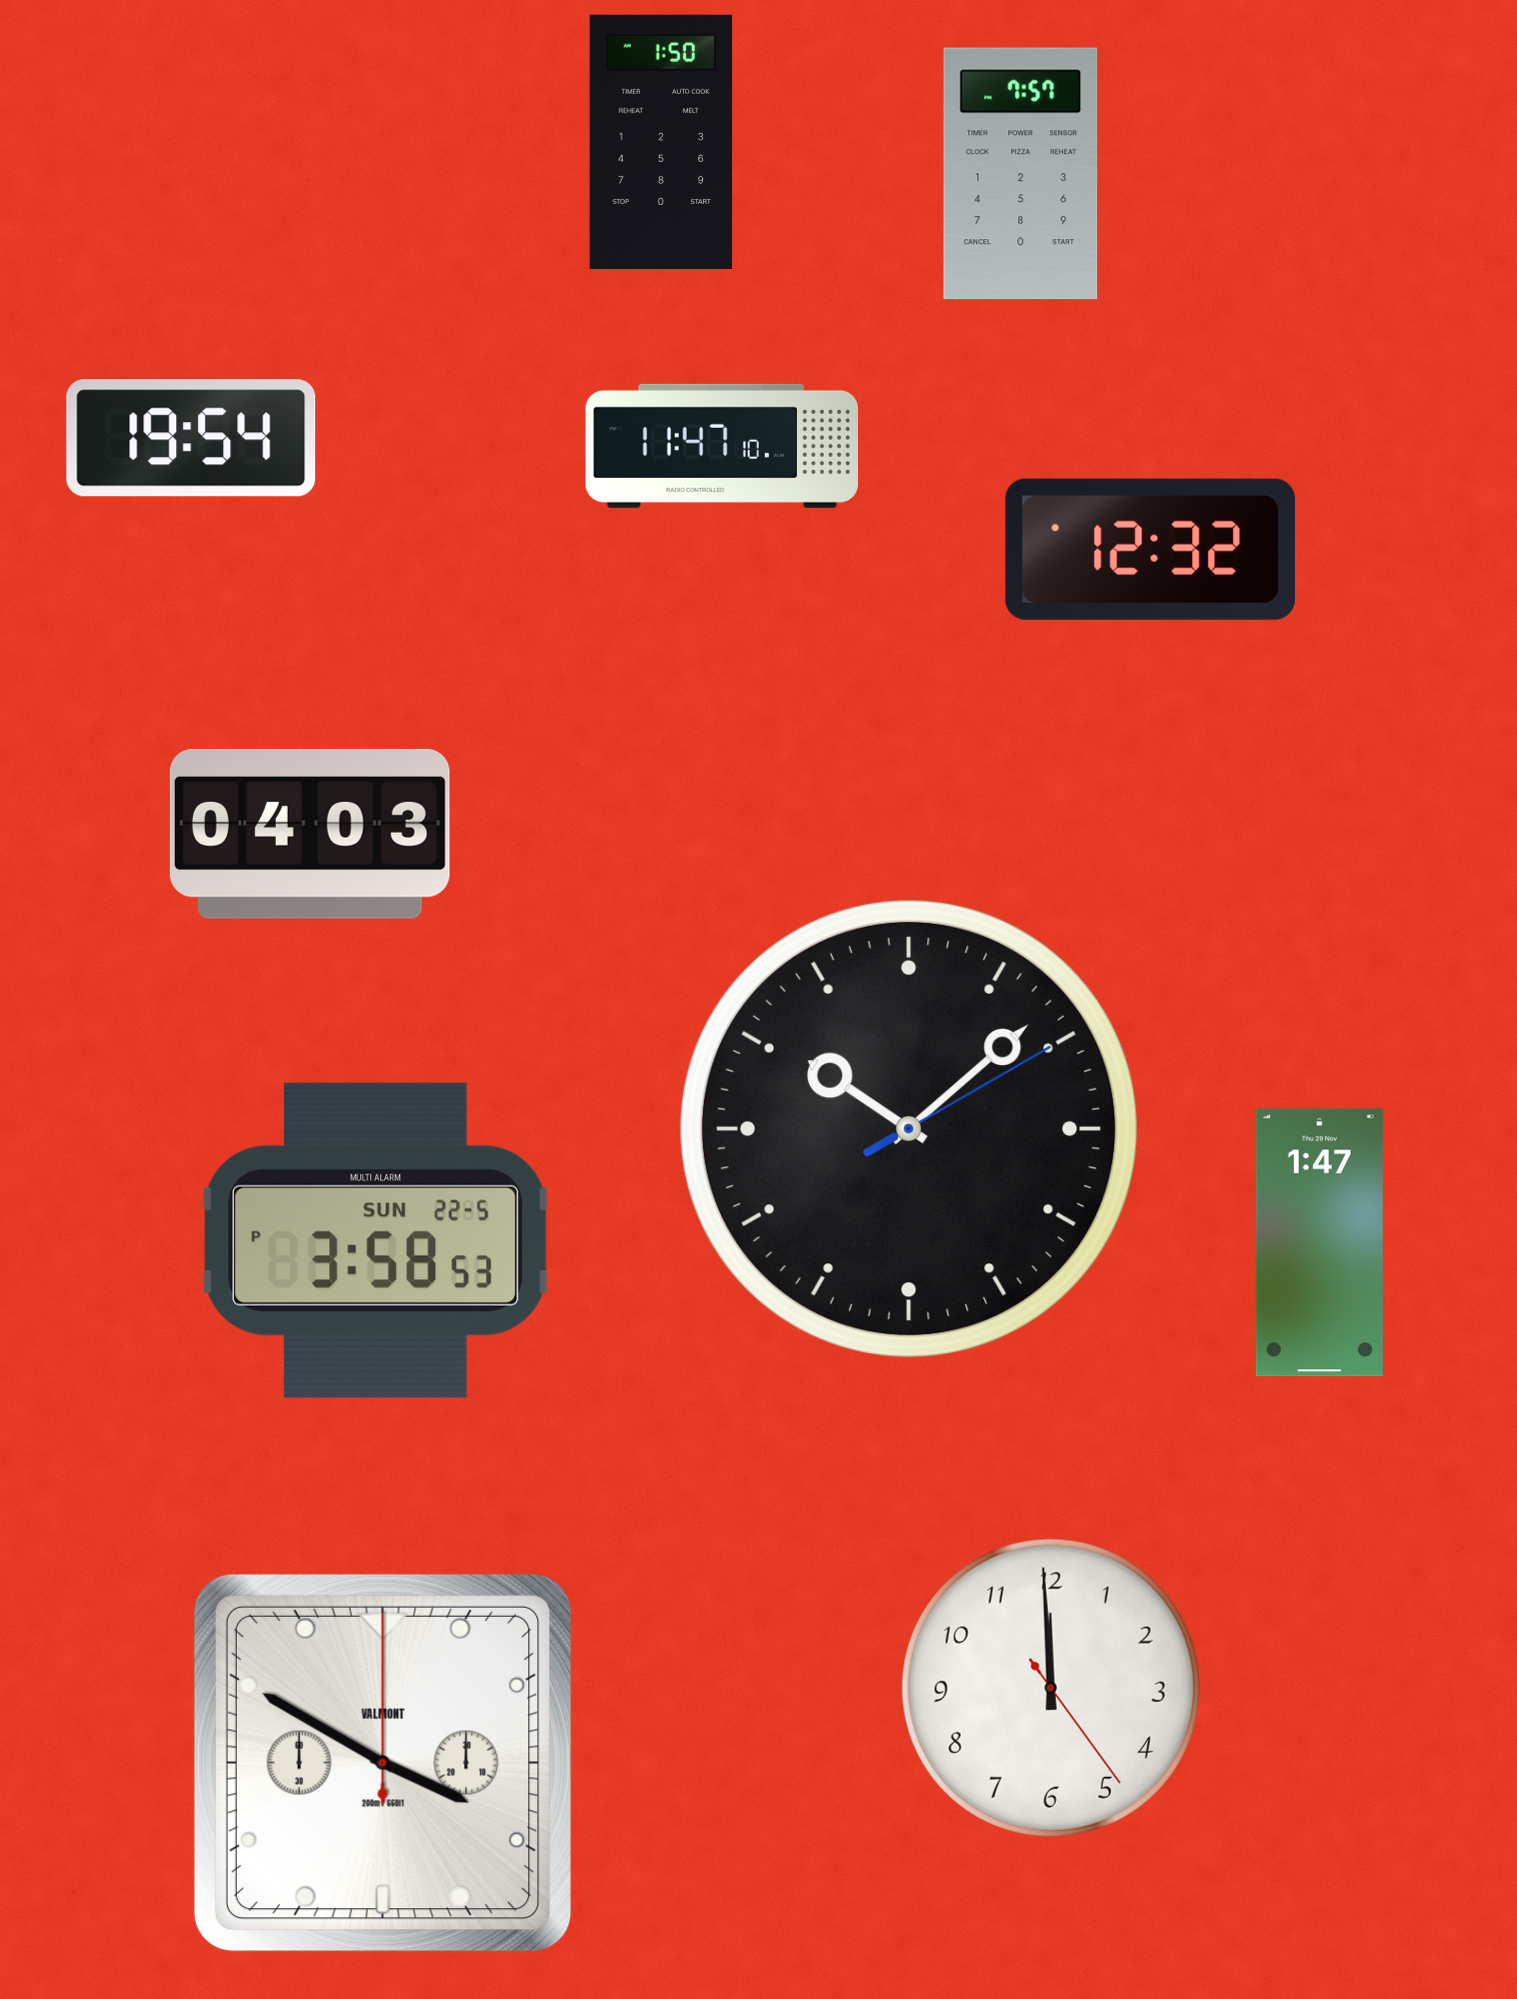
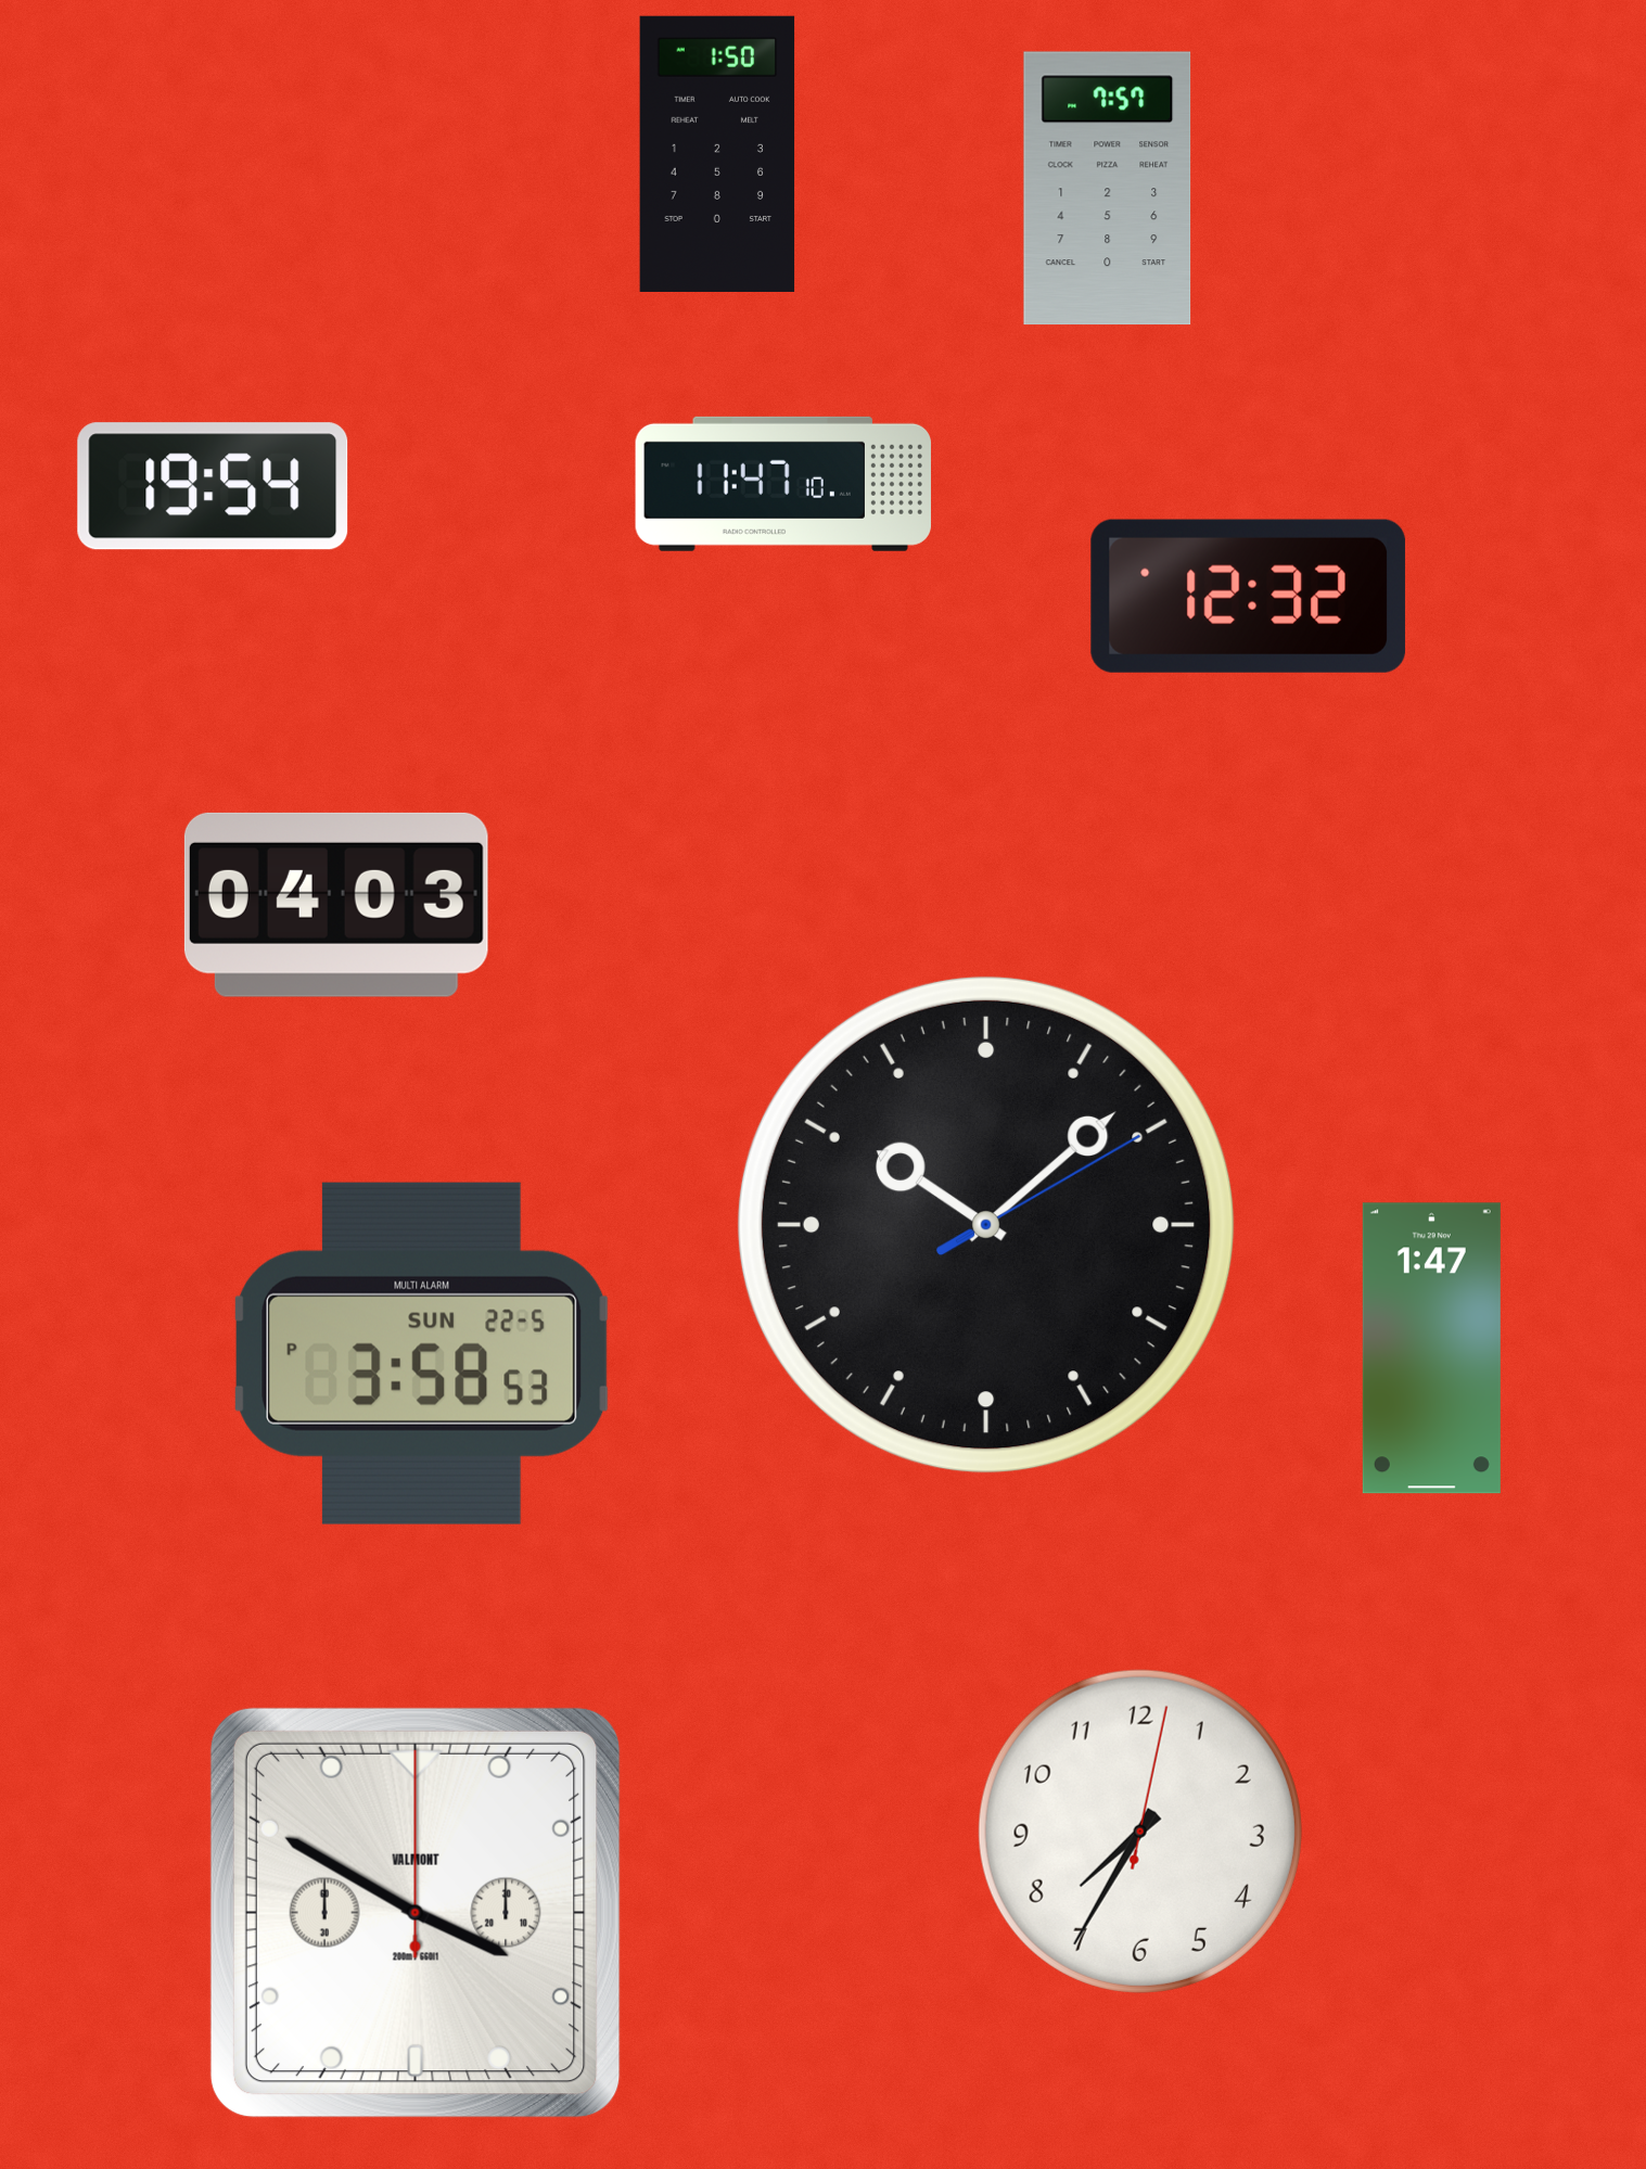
clock at (191, 438) position: (191, 438) -> (213, 486)
clock at (375, 1240) position: (375, 1240) -> (421, 1353)
clock at (1051, 1688): 11:59 -> 7:35
